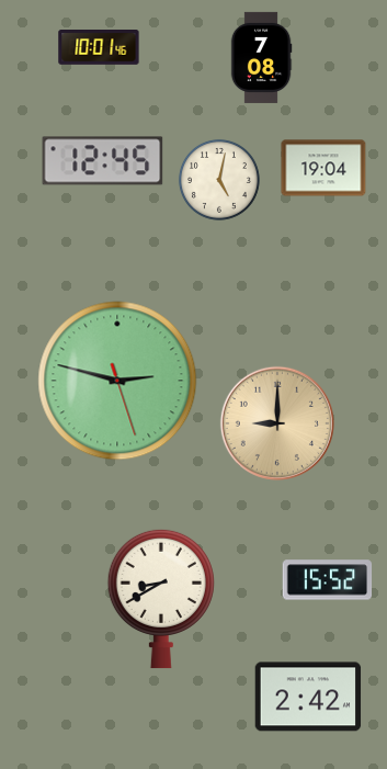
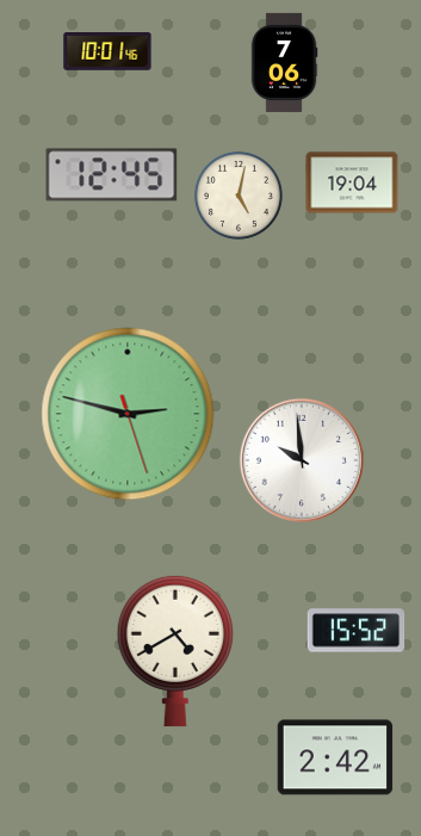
clock at (261, 57): 7:08 -> 7:06
clock at (277, 423): 9:00 -> 9:59
clock at (277, 423) dial: champagne -> white
clock at (161, 599): 8:40 -> 4:40
